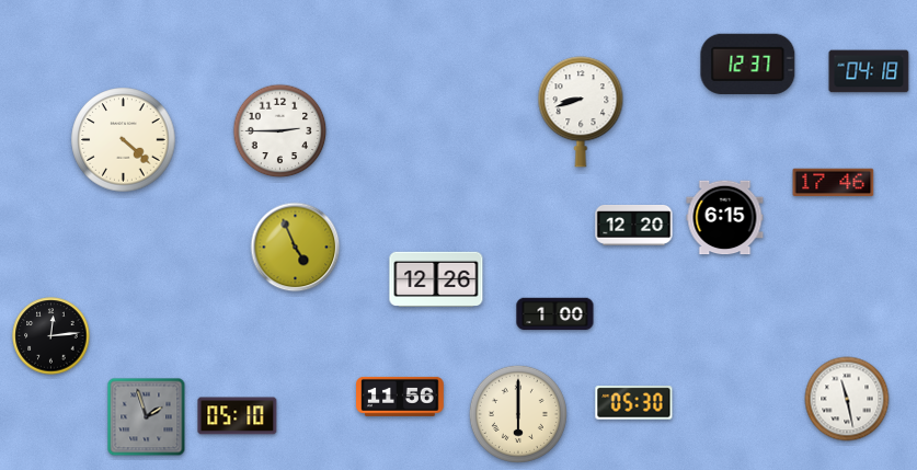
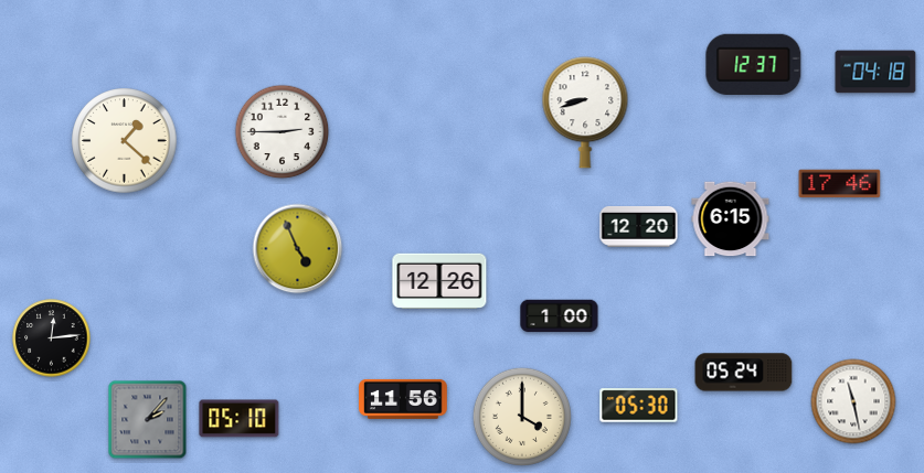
clock at (124, 140): 4:22 -> 1:22
clock at (744, 373): none -> 05:24
clock at (518, 414): 6:00 -> 4:00
clock at (147, 417): 1:57 -> 2:07
